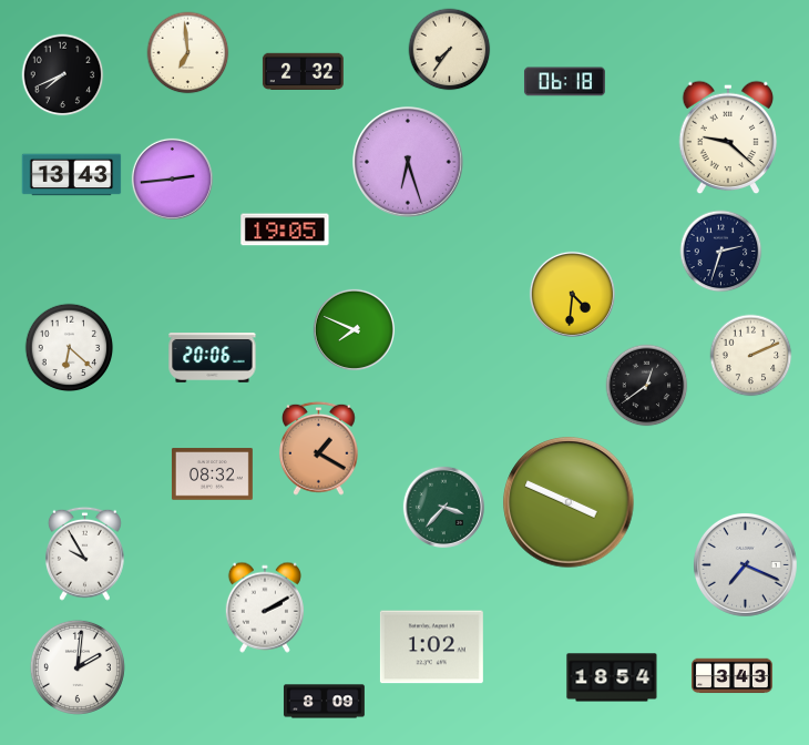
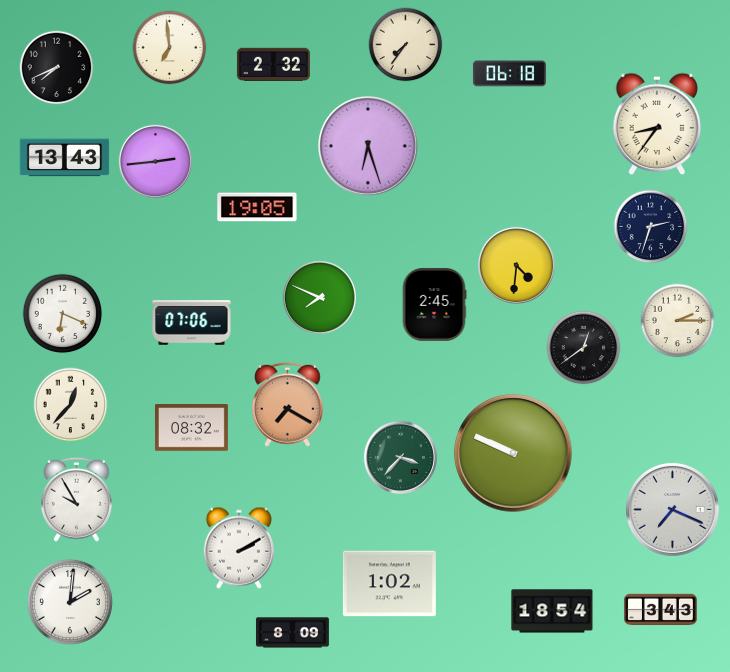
clock at (728, 137): 9:22 -> 8:36
clock at (434, 304): none -> 2:45
clock at (70, 348): 6:22 -> 6:19
clock at (751, 356): 2:11 -> 2:15
clock at (213, 358): 20:06 -> 07:06
clock at (318, 448): 1:20 -> 7:20
clock at (71, 405): none -> 12:37
clock at (569, 502): 3:49 -> 9:49
